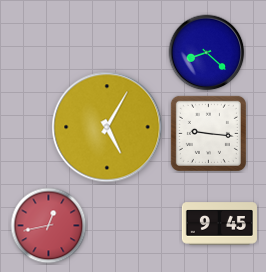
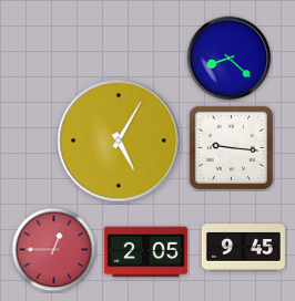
clock at (49, 226): 12:43 -> 12:45
clock at (145, 252): none -> 2:05
